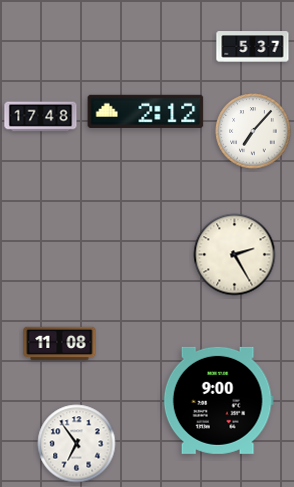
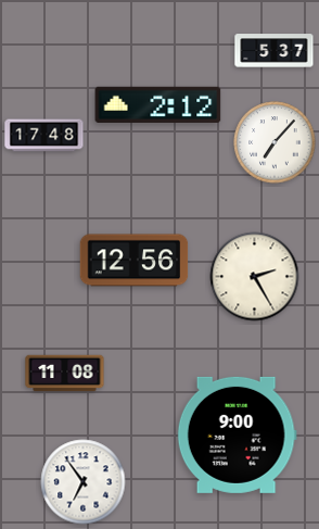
clock at (146, 111) position: (146, 111) -> (158, 104)
clock at (41, 117) position: (41, 117) -> (44, 136)
clock at (135, 261): none -> 12:56
